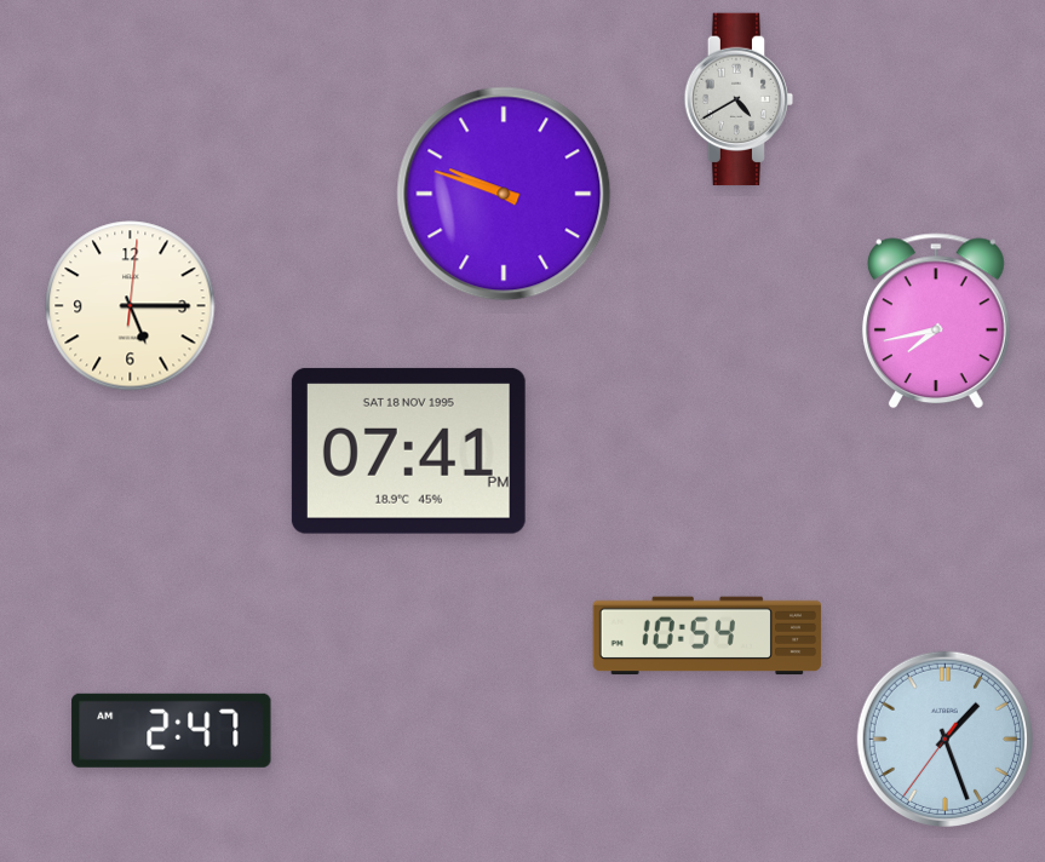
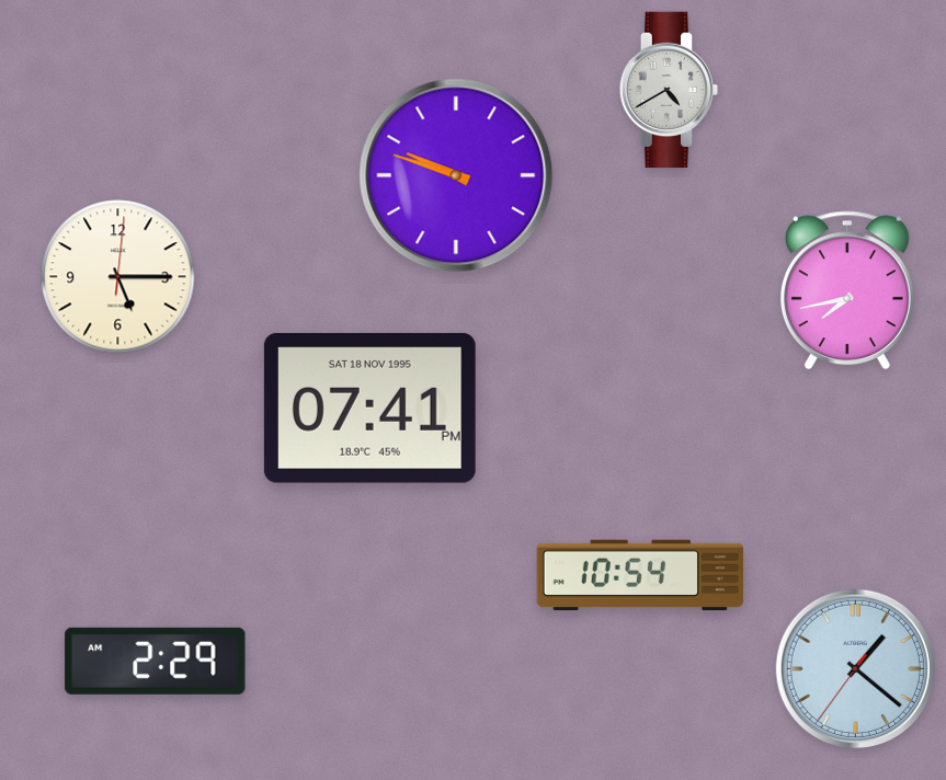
clock at (172, 730): 2:47 -> 2:29
clock at (944, 739): 1:26 -> 1:21
